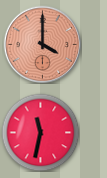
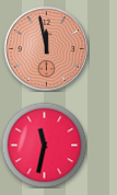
clock at (42, 44): 4:00 -> 11:58
